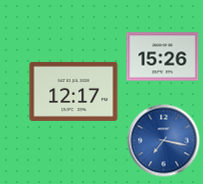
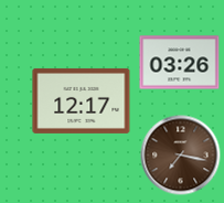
clock at (163, 57): 15:26 -> 03:26
clock at (164, 141) dial: blue -> brown
